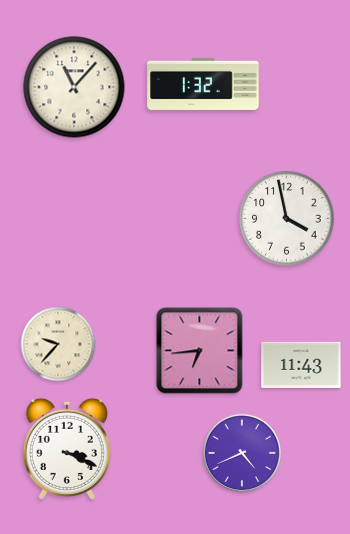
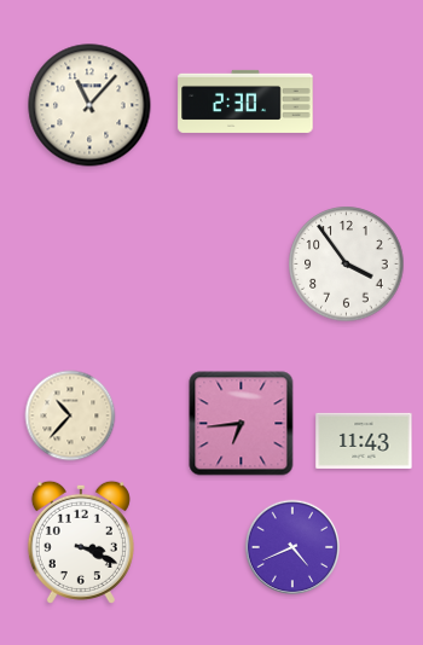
clock at (203, 84): 1:32 -> 2:30
clock at (287, 219): 3:58 -> 3:54
clock at (58, 344): 9:37 -> 10:37
